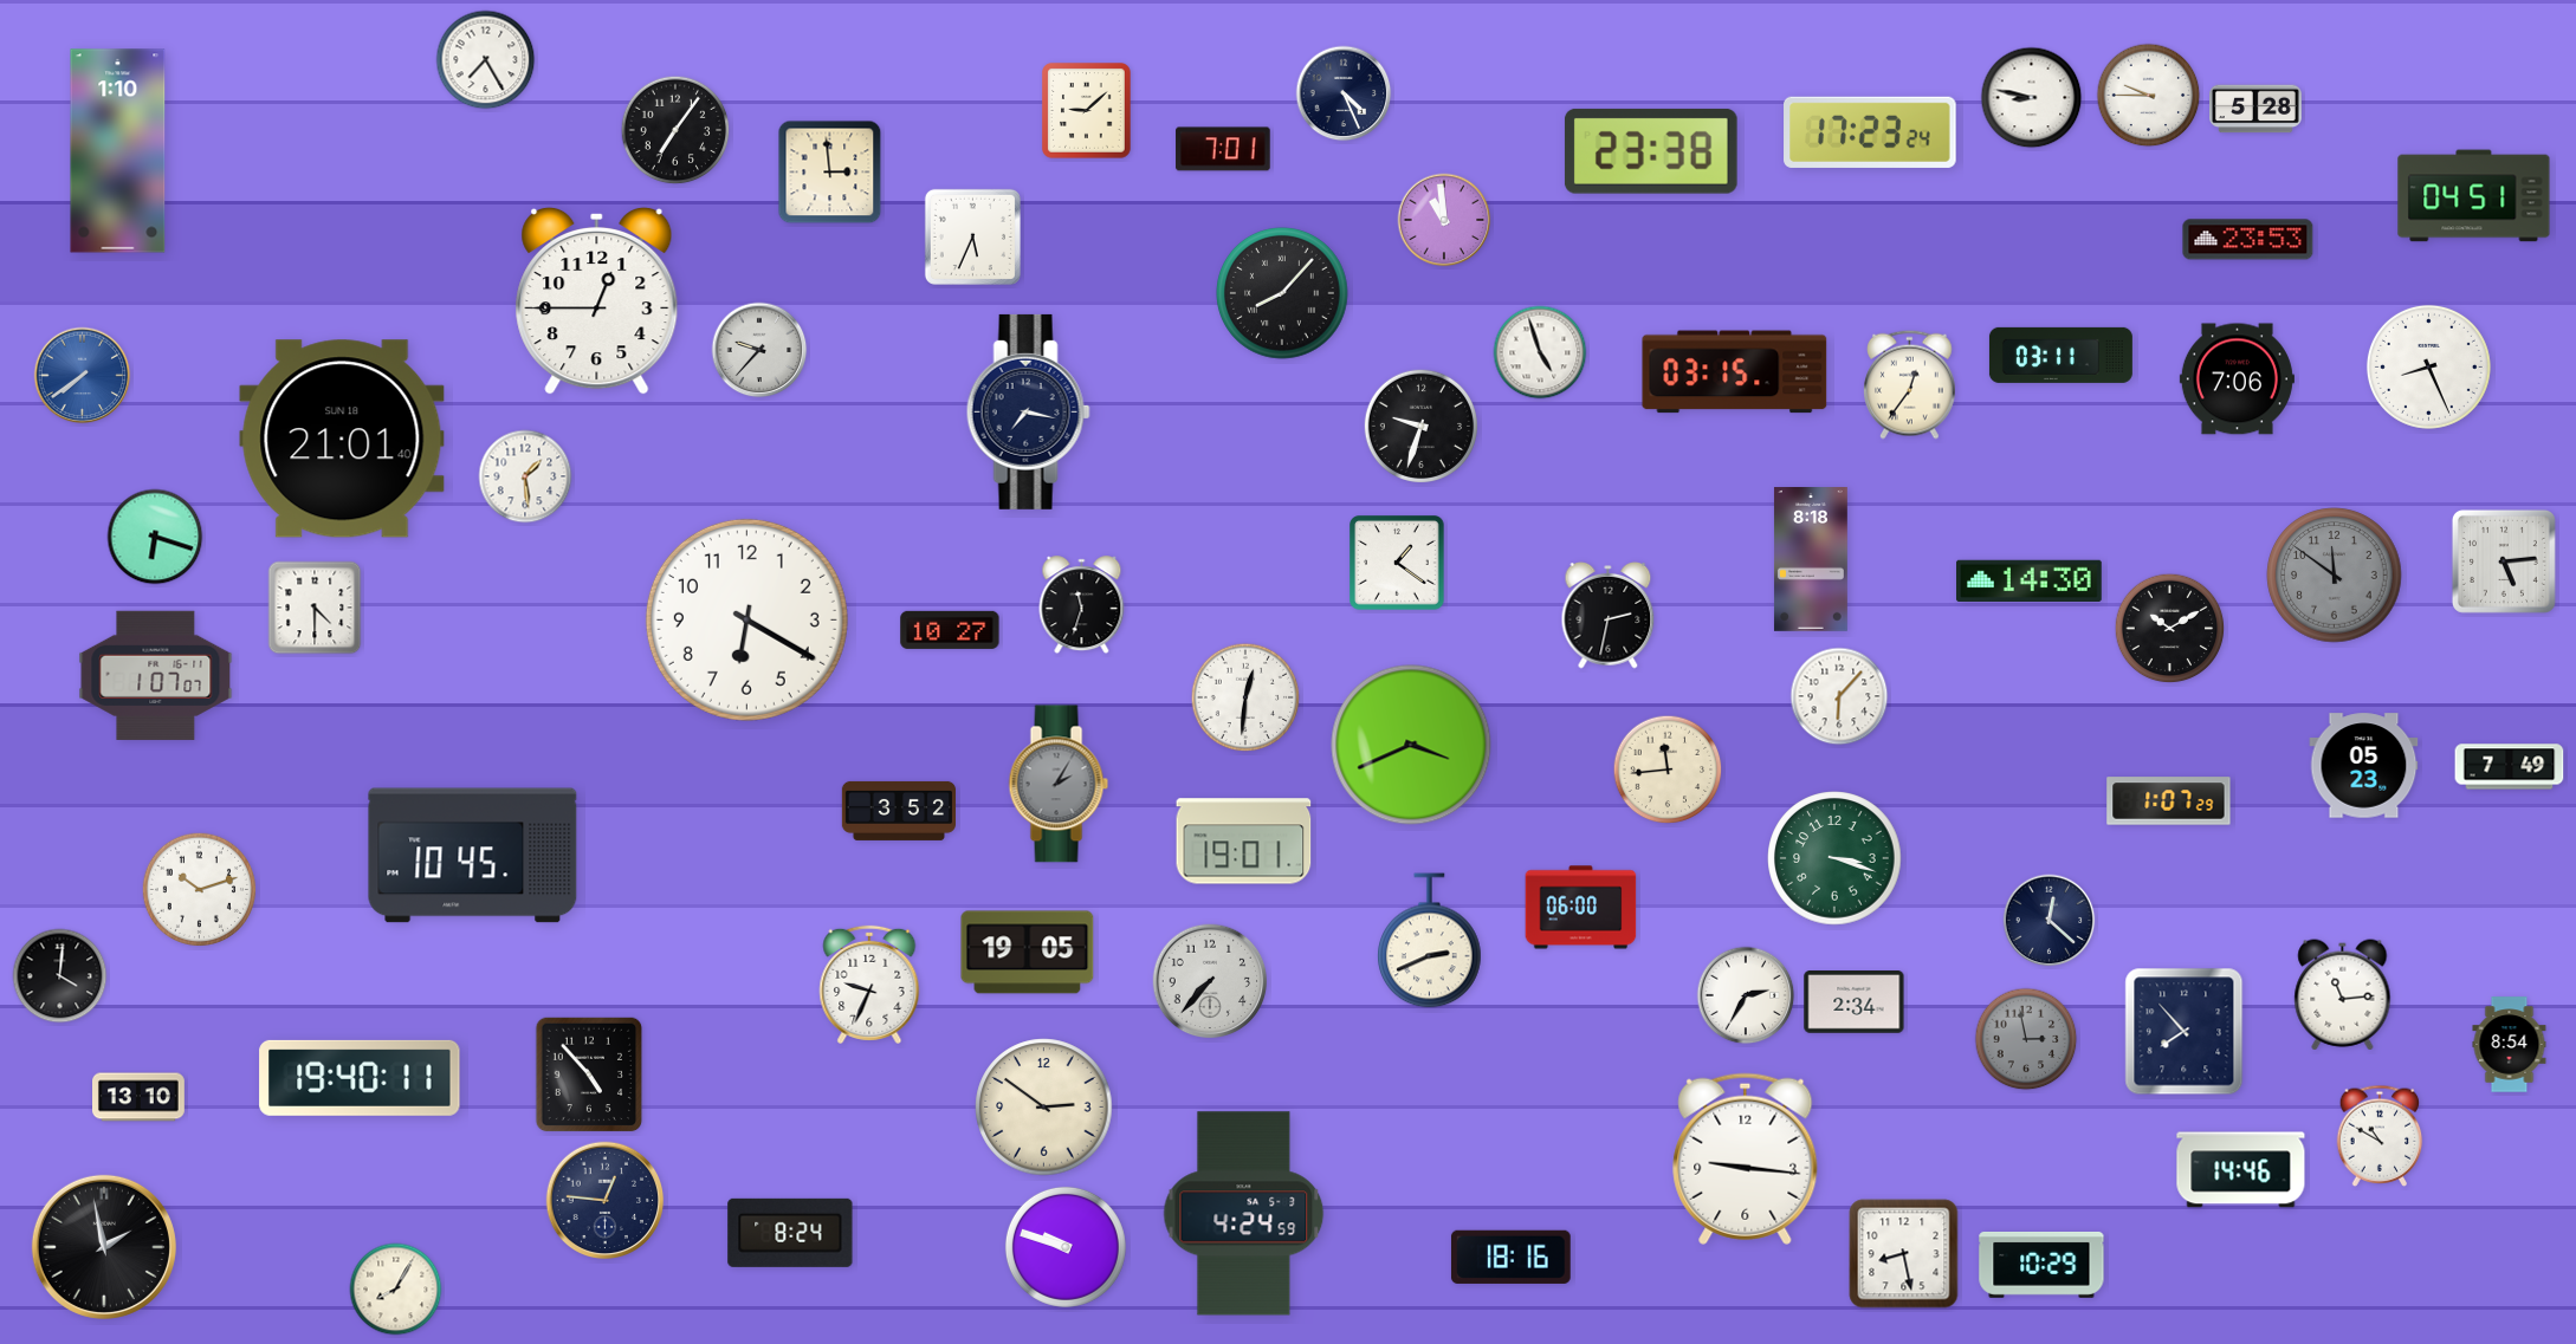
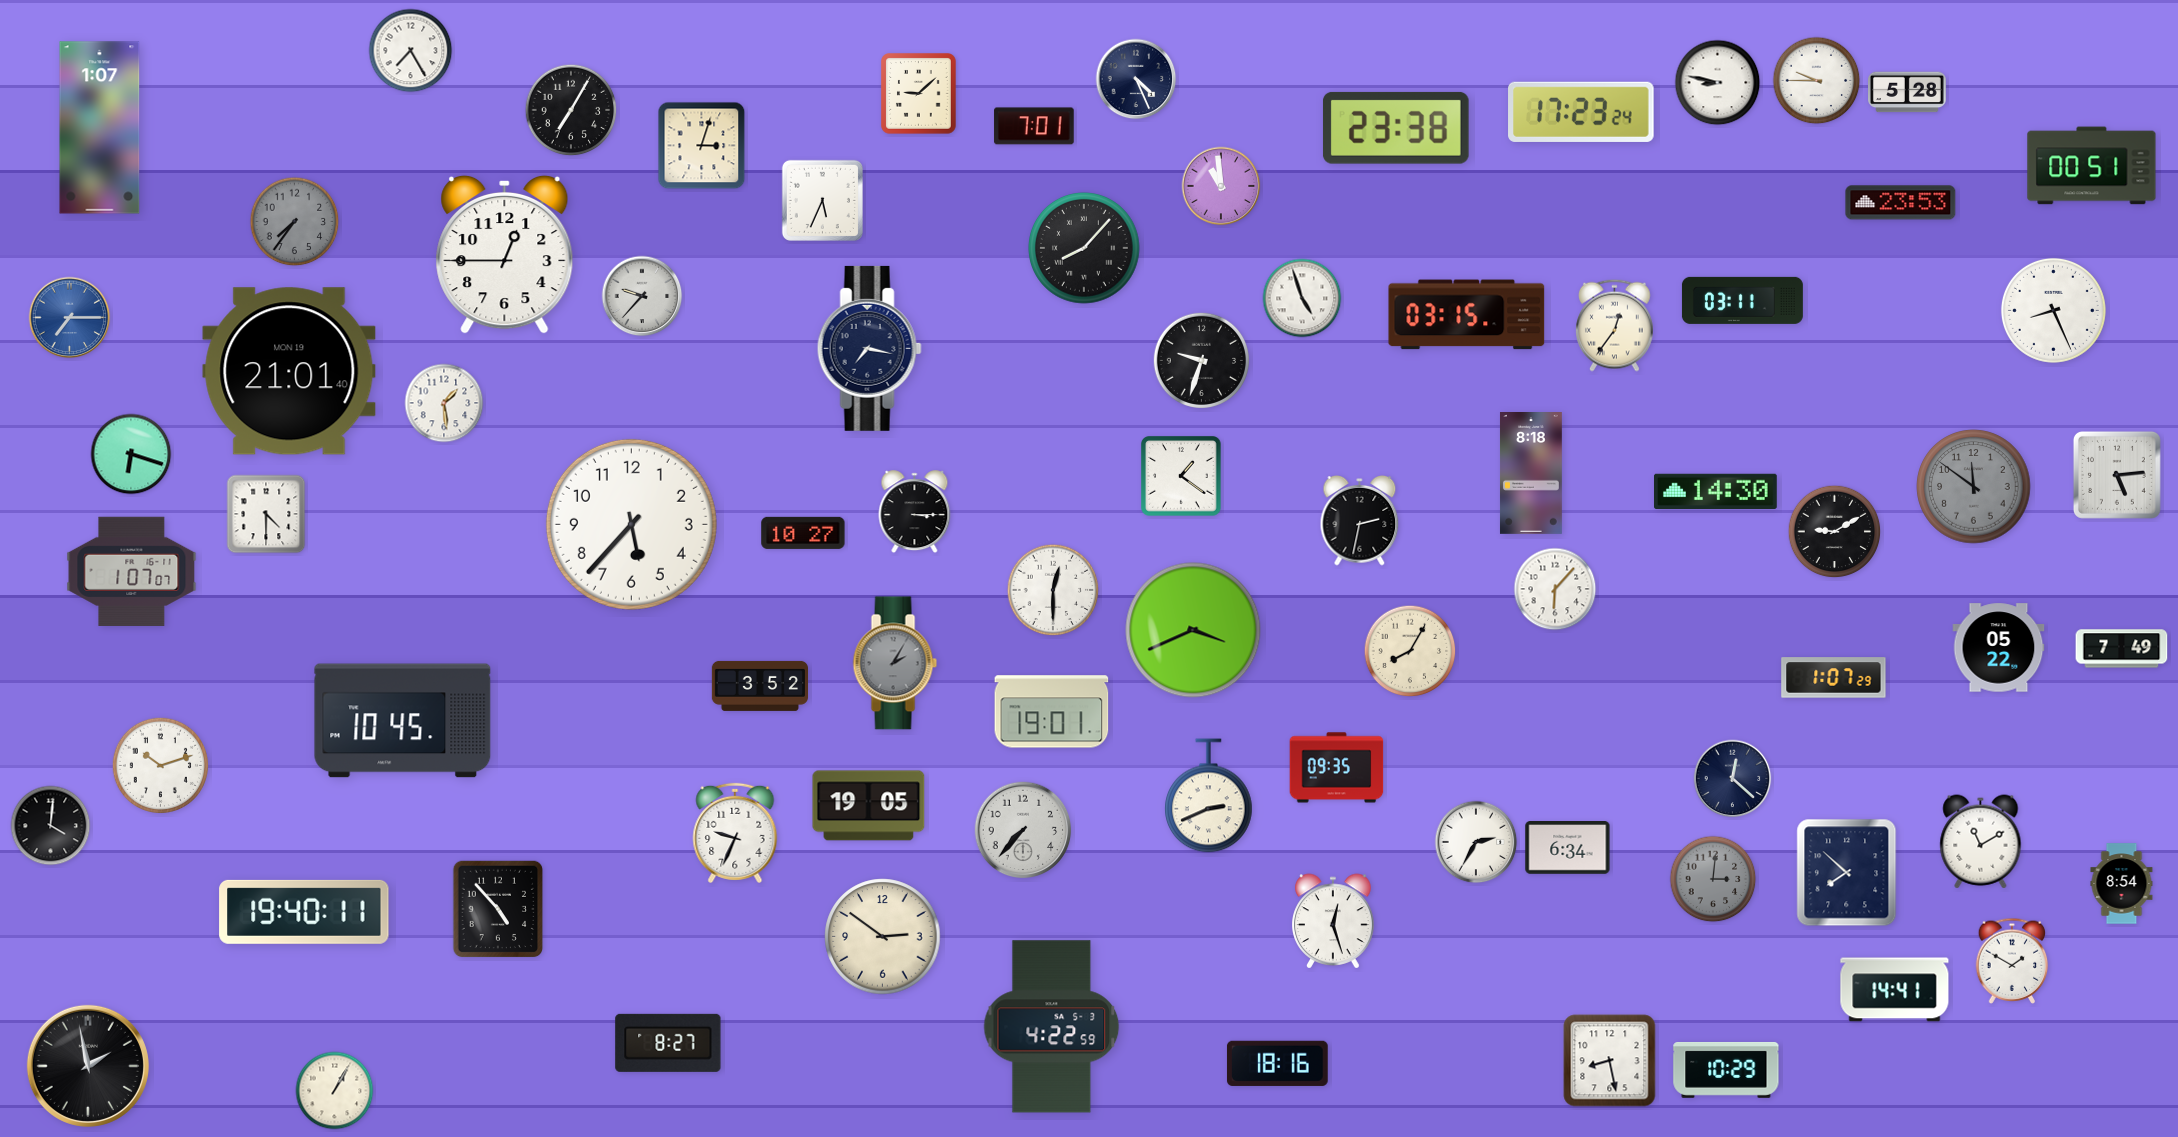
clock at (675, 130): 7:06 -> 7:05
clock at (118, 151): 1:10 -> 1:07
clock at (830, 173): 2:59 -> 3:03
clock at (2474, 196): 04:51 -> 00:51
clock at (295, 222): none -> 7:36
clock at (83, 376): 7:39 -> 7:15
clock at (2237, 379): 7:06 -> none
clock at (342, 439) date: SUN 18 -> MON 19
clock at (1082, 605): 11:33 -> 3:15
clock at (746, 619): 6:20 -> 5:37
clock at (2170, 629): 10:10 -> 9:10
clock at (1245, 697): 12:31 -> 12:30
clock at (2364, 766): 05:23 -> 05:22
clock at (1668, 770): 11:44 -> 8:05
clock at (473, 856) position: (473, 856) -> (403, 721)
clock at (1834, 858): 3:18 -> none
clock at (199, 889) position: (199, 889) -> (160, 765)
clock at (1581, 908): 06:00 -> 09:35
clock at (2343, 995): 11:14 -> 11:10
clock at (1855, 1002): 2:34 -> 6:34
clock at (2185, 1032): 7:53 -> 7:52
clock at (2026, 1039): 2:58 -> 3:01
clock at (1333, 921): none -> 12:27
clock at (140, 1097): 13:10 -> none
clock at (2380, 1136): 10:50 -> 1:50
clock at (1746, 1158): 9:16 -> none
clock at (2241, 1170): 14:46 -> 14:41
clock at (606, 1201): 12:46 -> none
clock at (1244, 1214): 4:24 -> 4:22
clock at (790, 1233): 8:24 -> 8:27
clock at (104, 1247) position: (104, 1247) -> (88, 1066)
clock at (1066, 1247): 9:48 -> none
clock at (396, 1290): 8:05 -> 1:05
